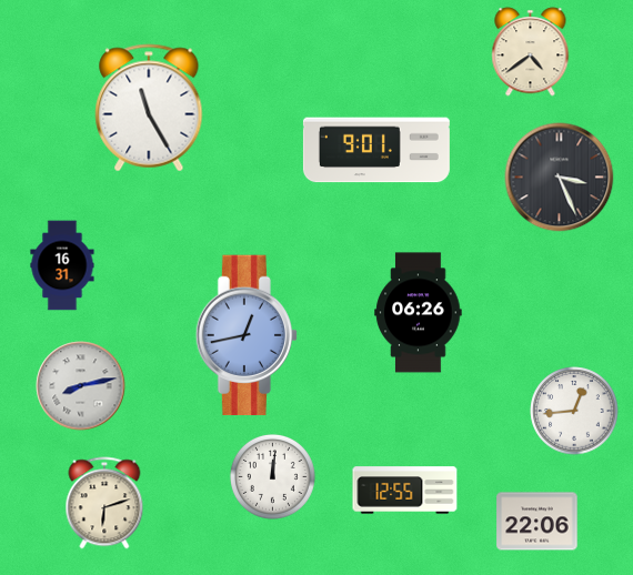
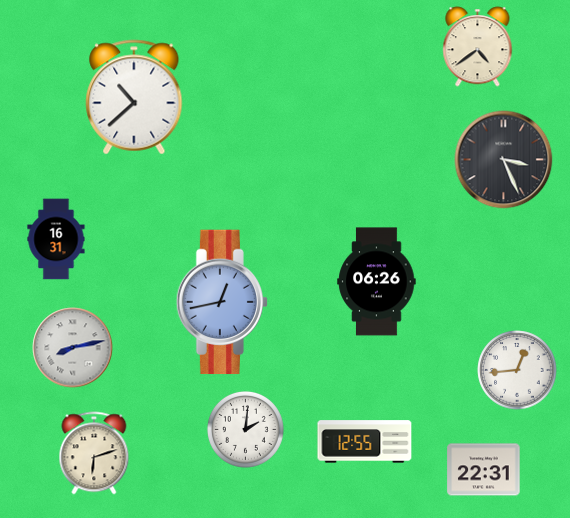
clock at (149, 108): 11:25 -> 10:38
clock at (376, 150): 9:01 -> none
clock at (272, 476): 12:01 -> 2:01
clock at (537, 522): 22:06 -> 22:31
